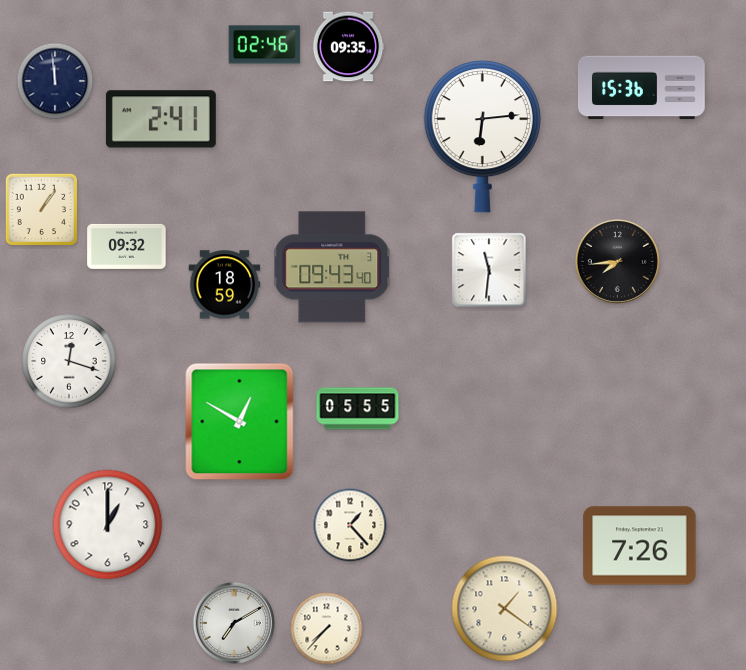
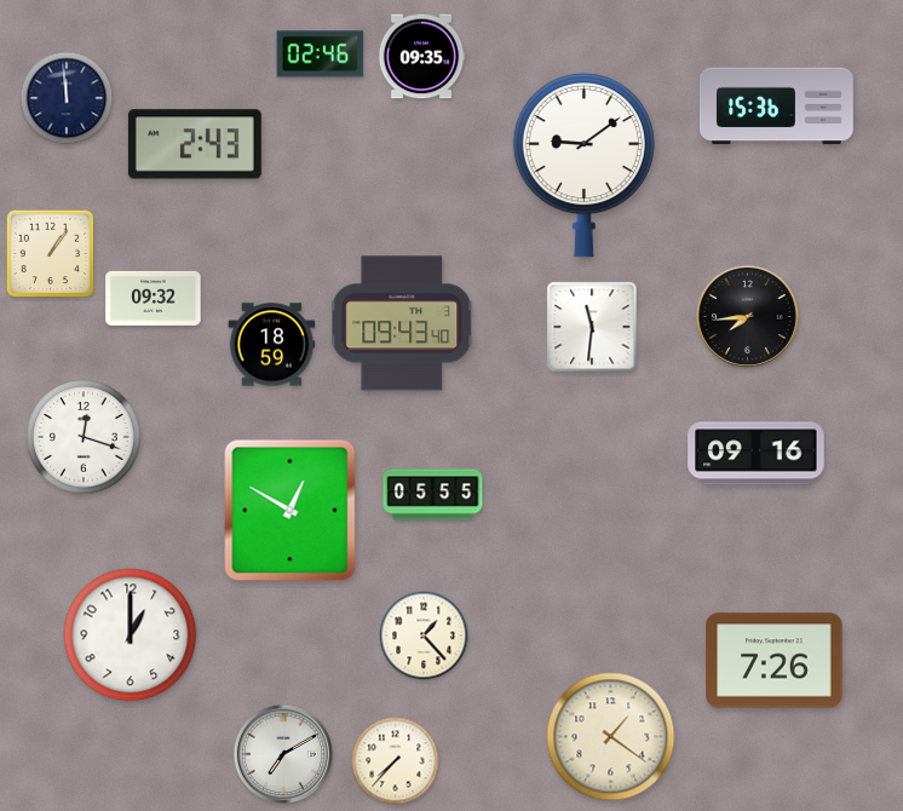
clock at (161, 119): 2:41 -> 2:43
clock at (482, 137): 6:14 -> 9:09
clock at (757, 454): none -> 09:16
